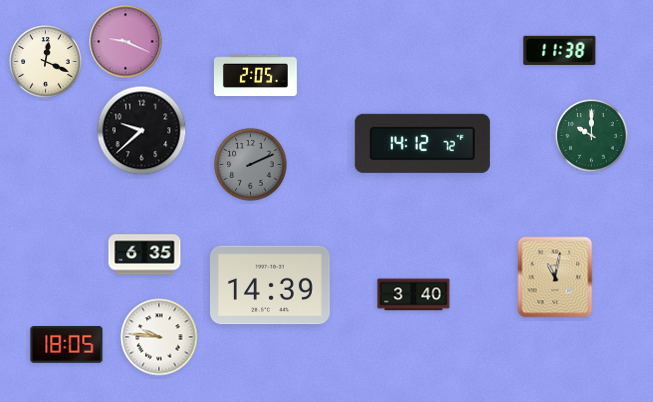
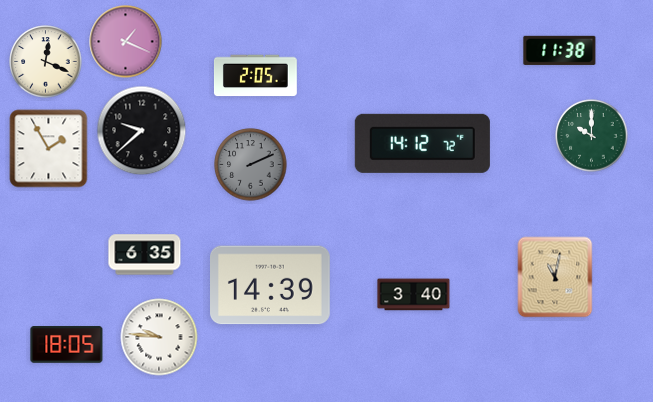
clock at (126, 42): 9:19 -> 1:19
clock at (49, 149): none -> 1:55
